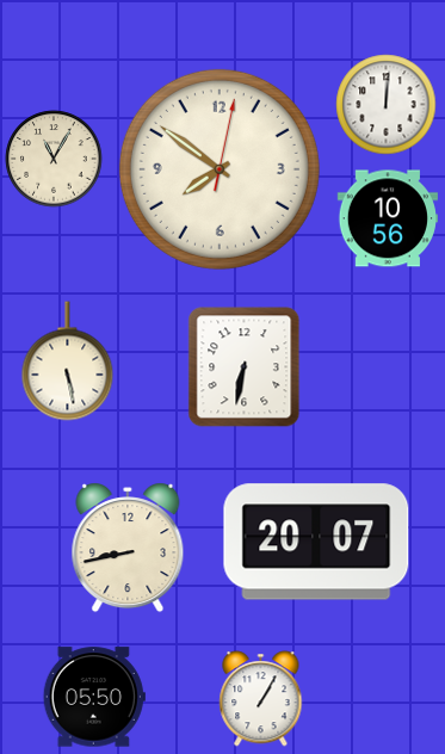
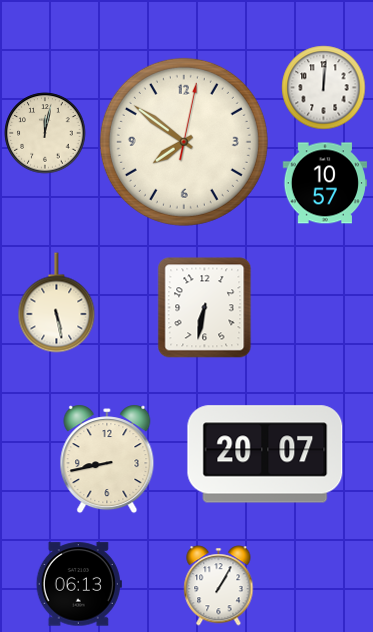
clock at (54, 159): 11:05 -> 12:02
clock at (387, 218): 10:56 -> 10:57
clock at (94, 697): 05:50 -> 06:13
